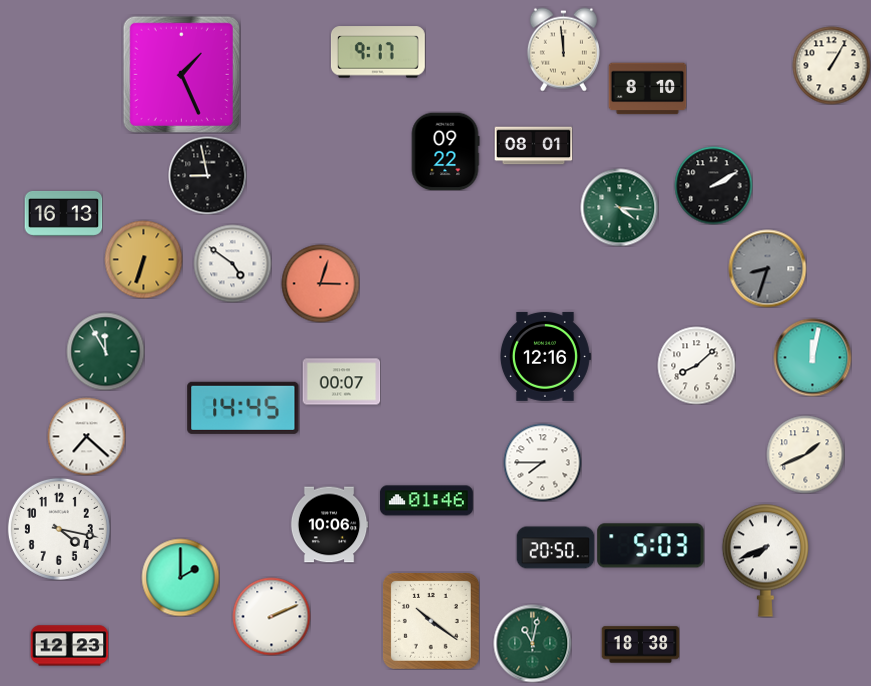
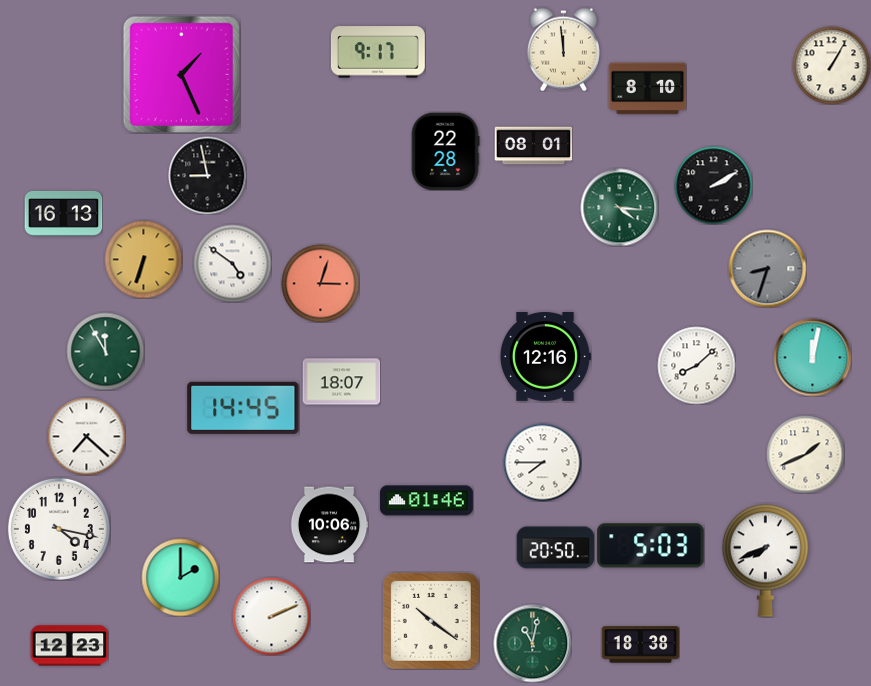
clock at (445, 151): 09:22 -> 22:28
clock at (341, 382): 00:07 -> 18:07
